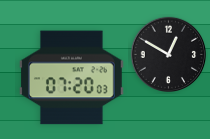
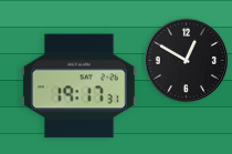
clock at (71, 78): 07:20 -> 19:17
